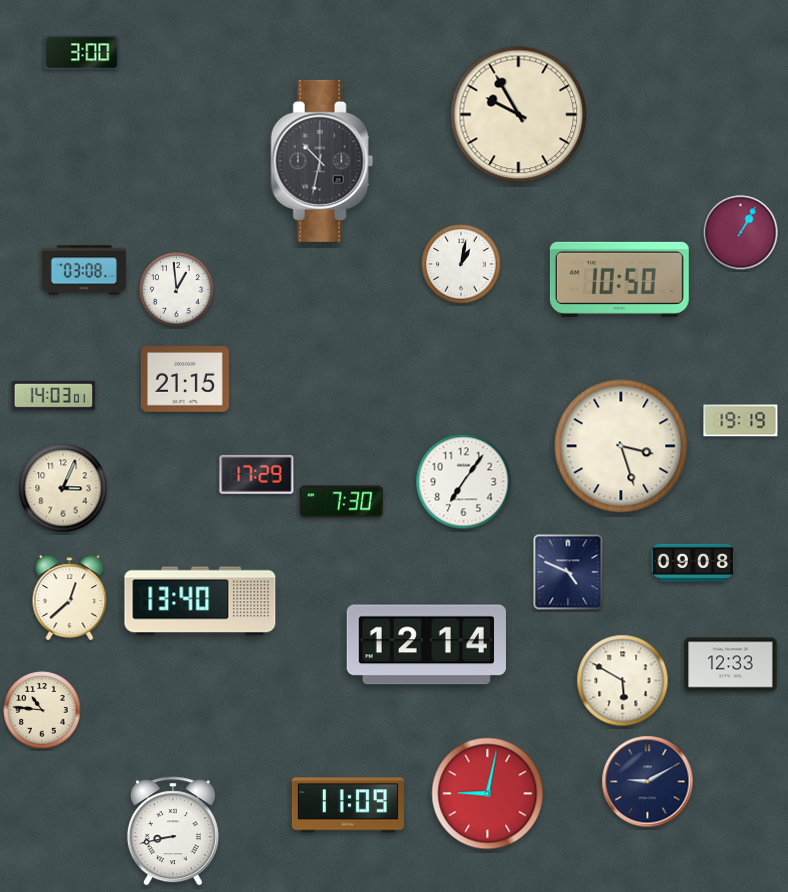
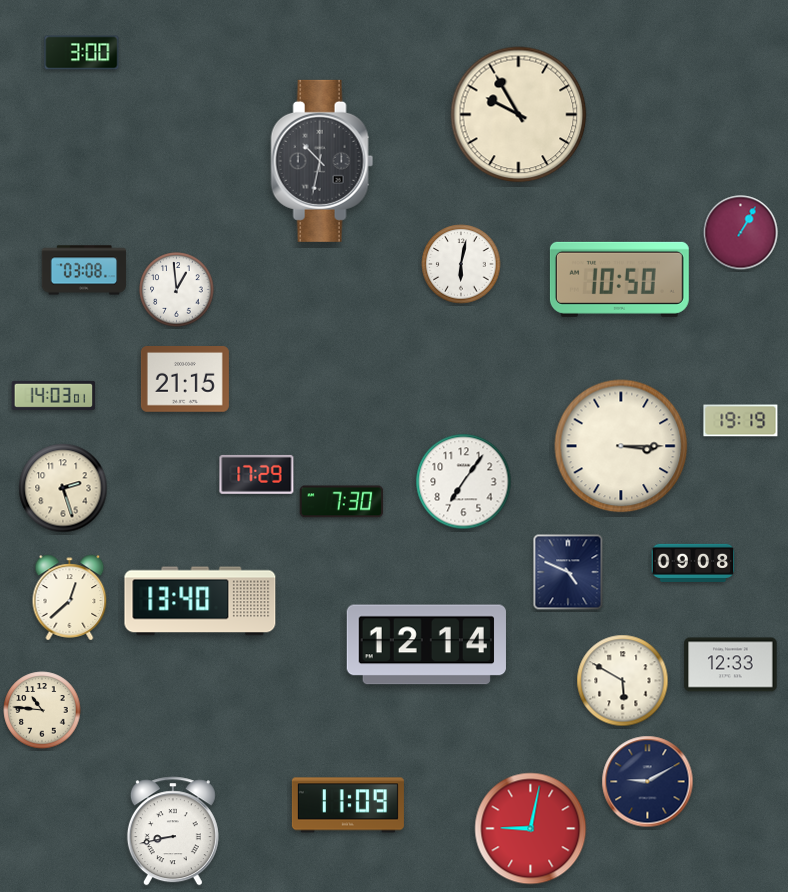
clock at (461, 264): 1:02 -> 6:02
clock at (621, 446): 3:27 -> 3:15
clock at (63, 488): 3:04 -> 2:27
clock at (488, 794) position: (488, 794) -> (531, 829)
